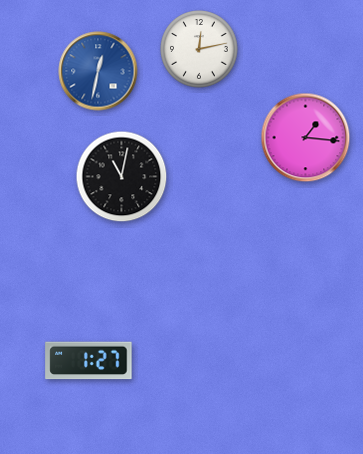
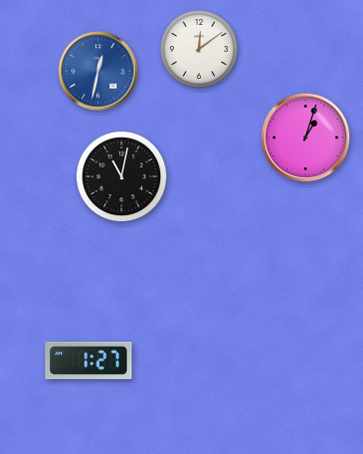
clock at (200, 50): 12:13 -> 12:09
clock at (306, 138): 1:16 -> 1:03
